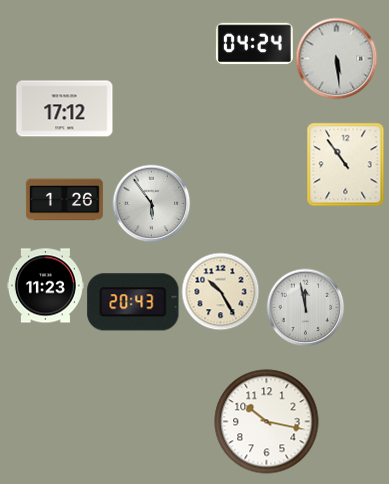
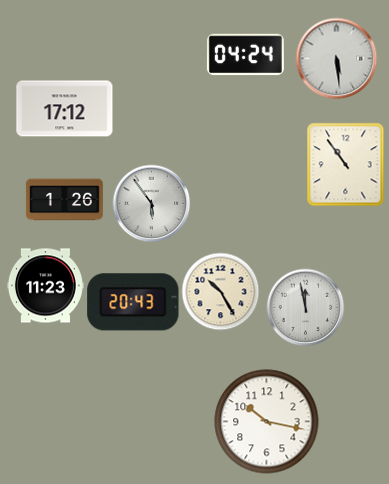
clock at (254, 44) position: (254, 44) -> (245, 55)
